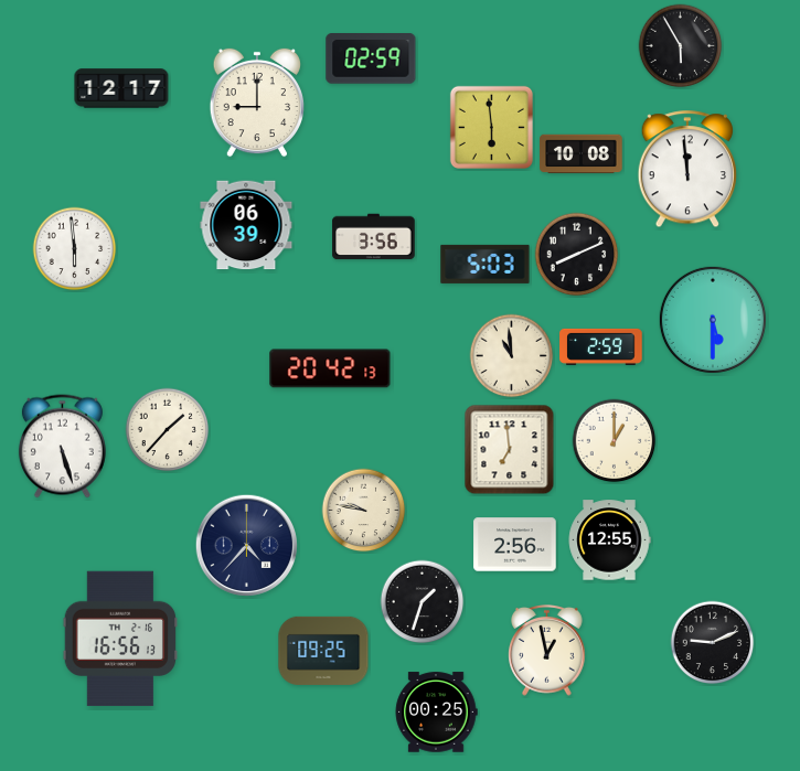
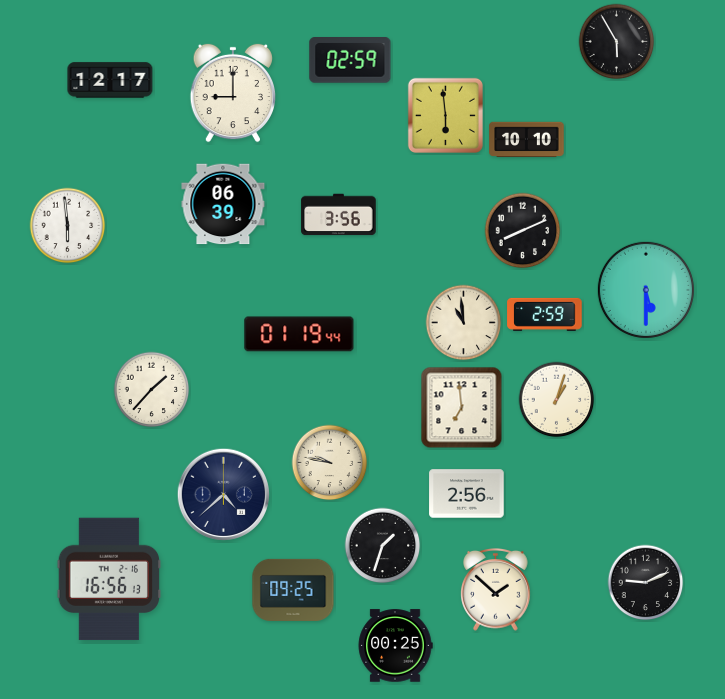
clock at (371, 60) position: (371, 60) -> (350, 61)
clock at (582, 154): 10:08 -> 10:10
clock at (686, 170): 11:59 -> none
clock at (486, 264): 5:03 -> none
clock at (330, 368): 20:42 -> 01:19
clock at (615, 441): 1:00 -> 1:03
clock at (62, 447): 5:27 -> none
clock at (609, 540): 12:55 -> none
clock at (247, 546): 4:37 -> 4:38
clock at (547, 651): 12:58 -> 1:52
